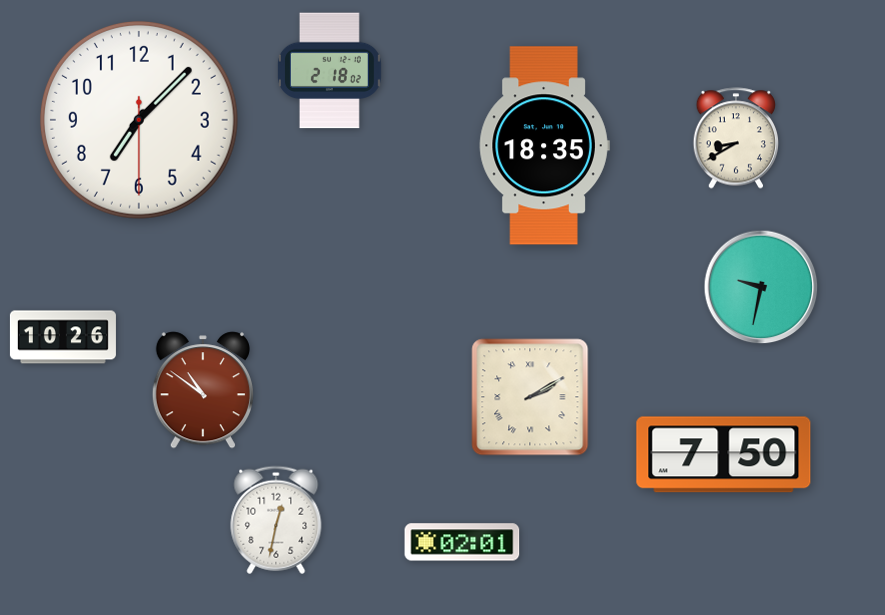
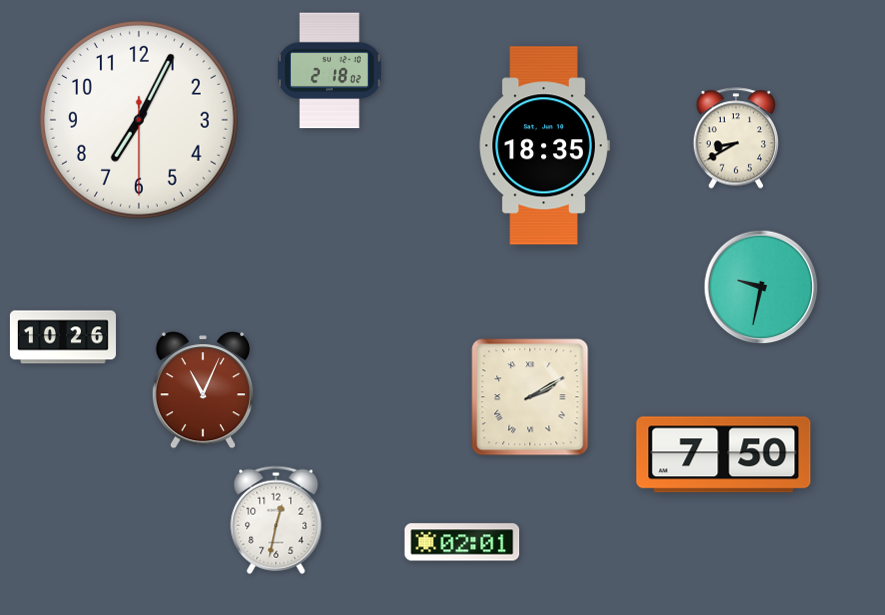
clock at (139, 120): 7:07 -> 7:04
clock at (203, 390): 10:51 -> 11:04
